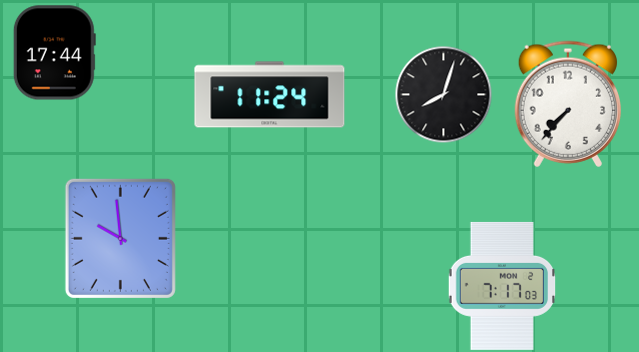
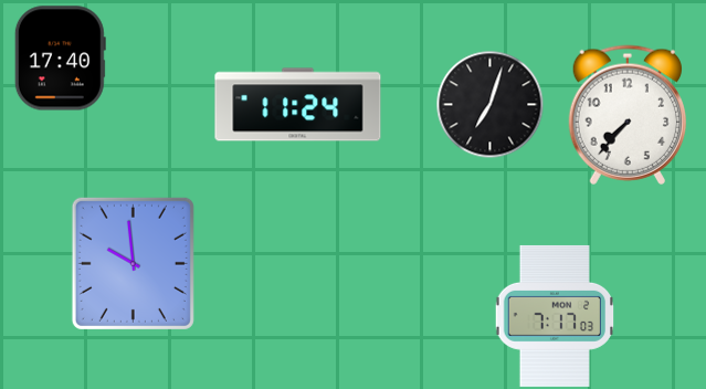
clock at (54, 53): 17:44 -> 17:40
clock at (443, 94): 8:03 -> 7:03
